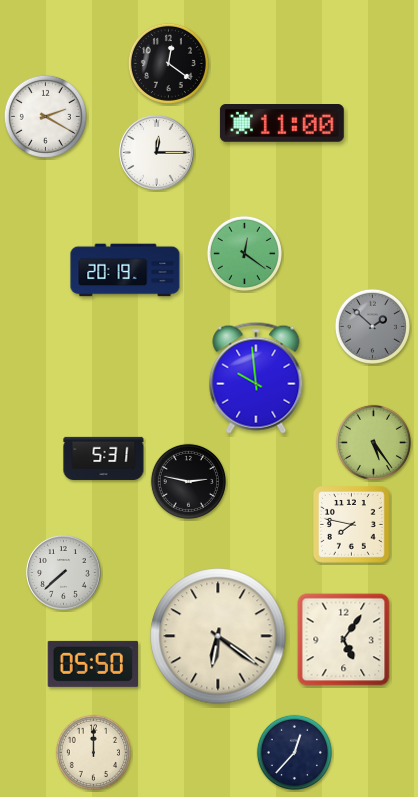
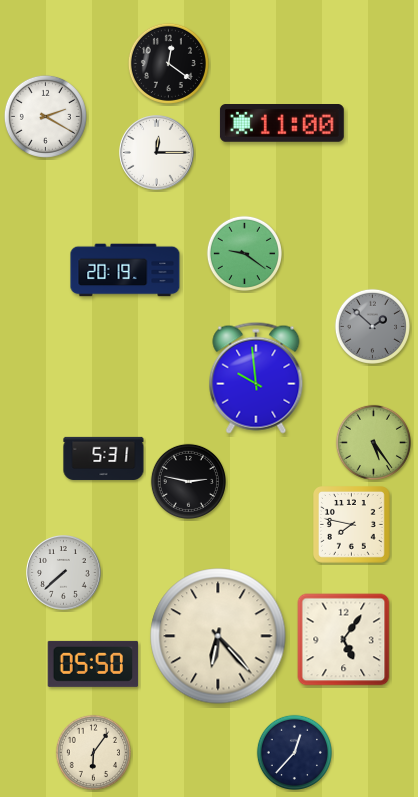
clock at (244, 253): 12:21 -> 9:21
clock at (218, 636): 6:21 -> 6:23
clock at (93, 752): 12:00 -> 6:06
